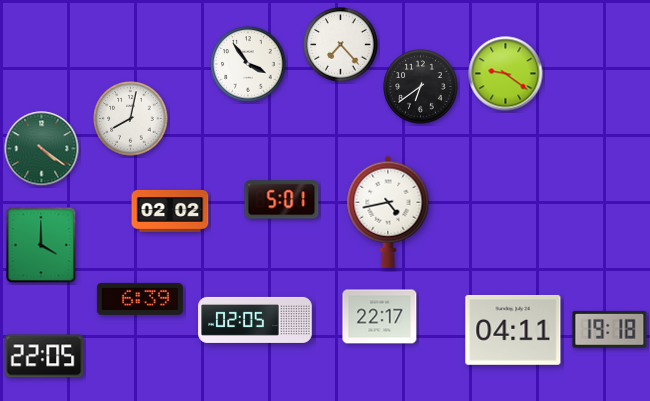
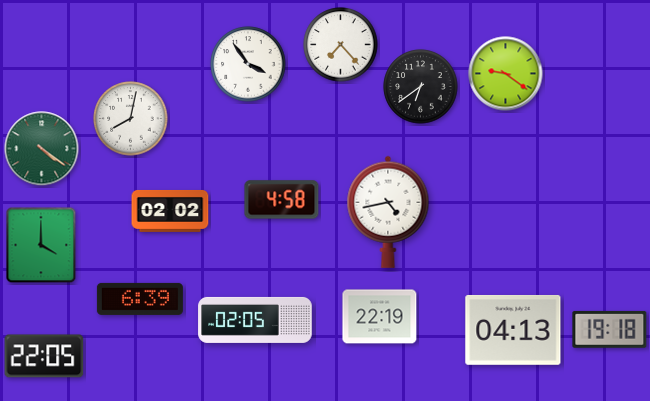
clock at (282, 200): 5:01 -> 4:58
clock at (380, 317): 22:17 -> 22:19
clock at (513, 330): 04:11 -> 04:13
